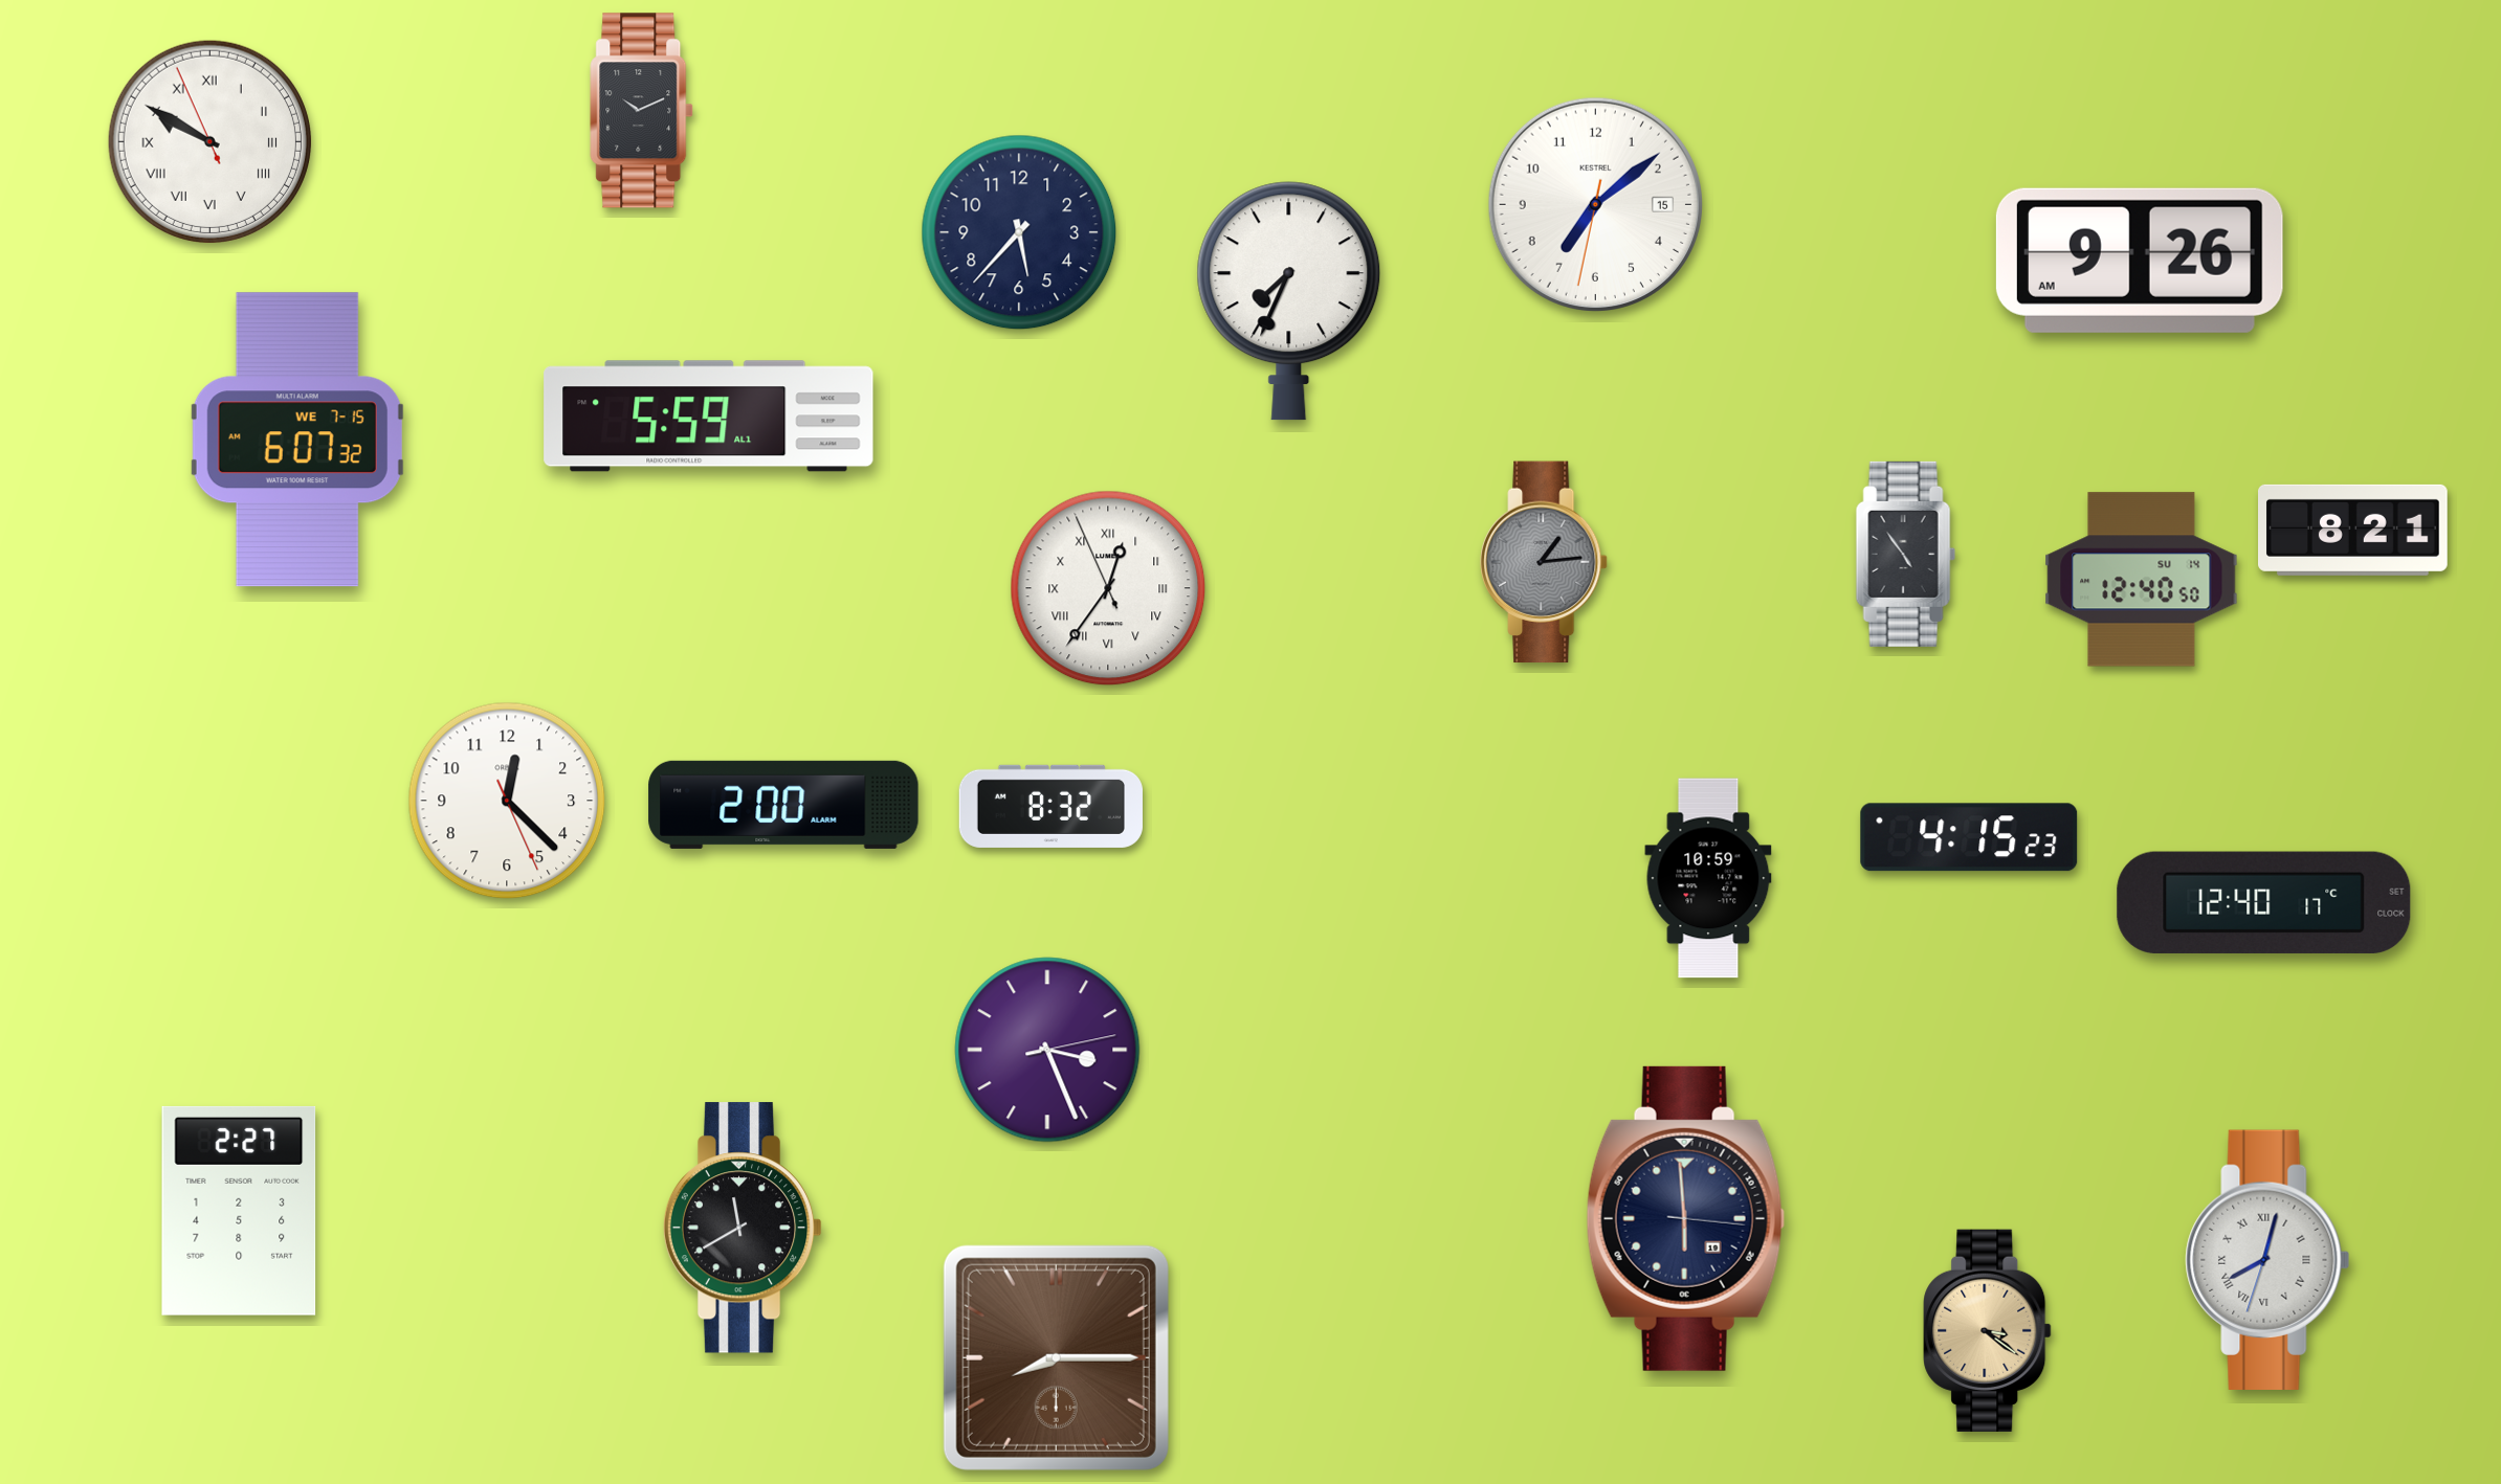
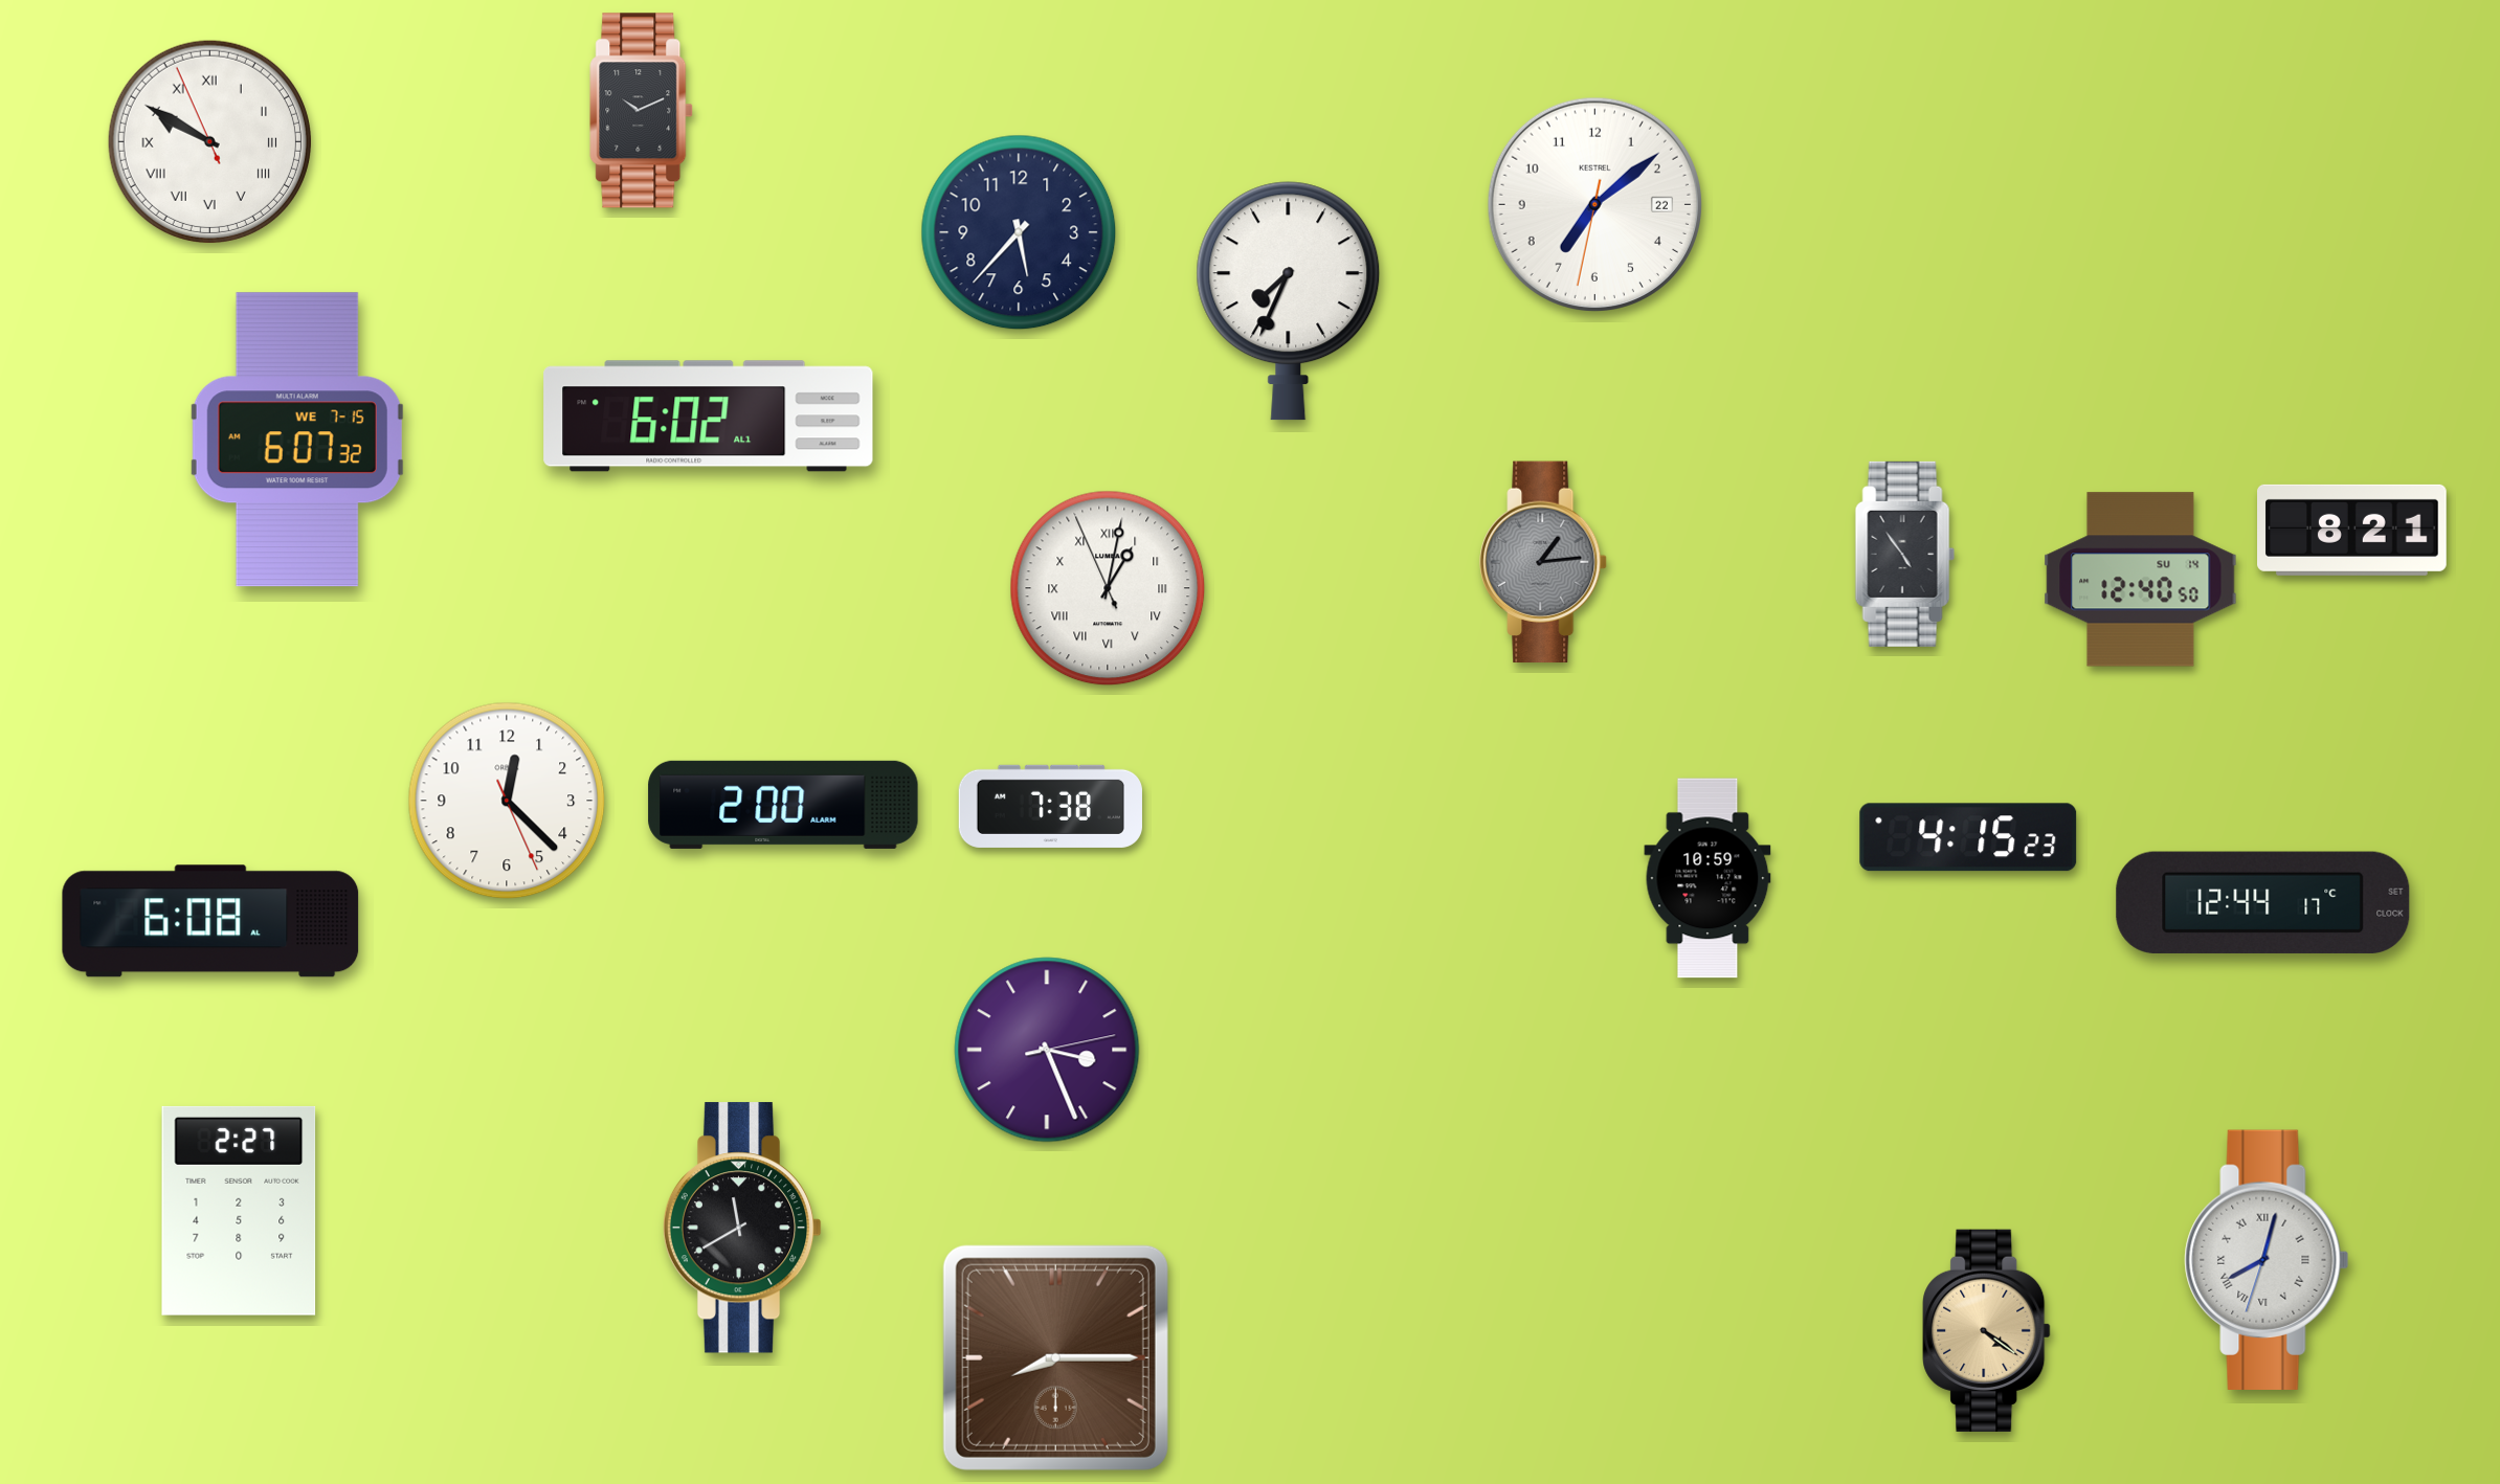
clock at (1595, 204) date: 15 -> 22
clock at (2140, 261): 9:26 -> none
clock at (709, 417): 5:59 -> 6:02
clock at (1108, 588): 12:35 -> 1:01
clock at (1050, 806): 8:32 -> 7:38
clock at (2264, 902): 12:40 -> 12:44
clock at (210, 921): none -> 6:08
clock at (1685, 1218): 5:59 -> none
clock at (1988, 1330): 3:21 -> 4:21
